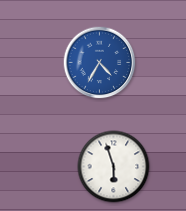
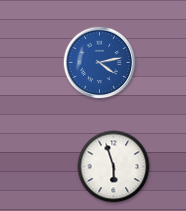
clock at (100, 63): 4:35 -> 4:13
